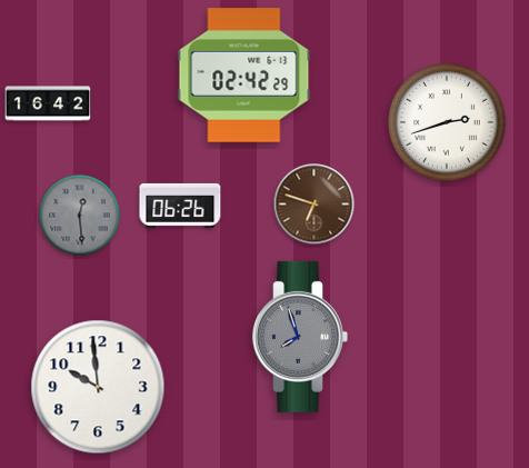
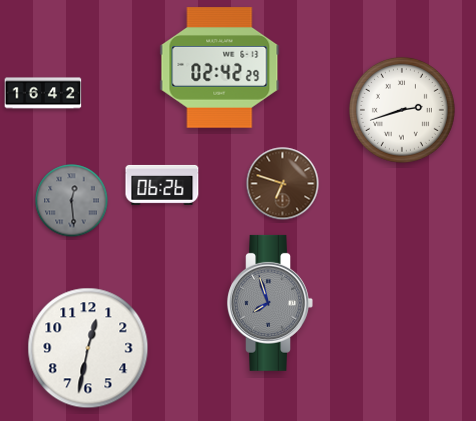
clock at (80, 216) position: (80, 216) -> (72, 201)
clock at (98, 387): 9:59 -> 12:32
